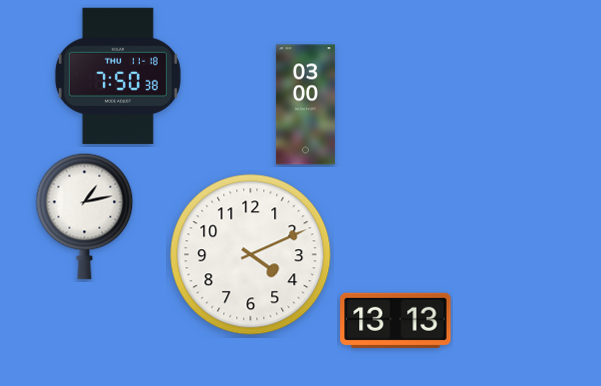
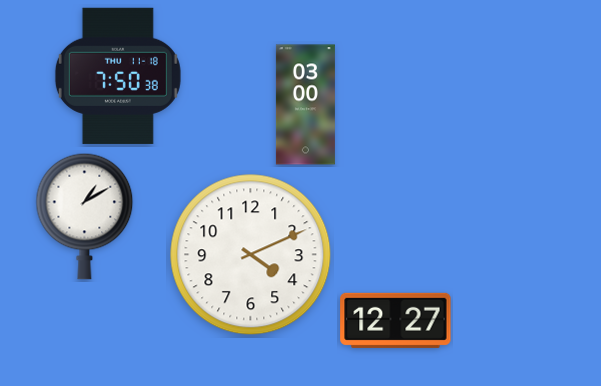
clock at (85, 216): 1:13 -> 1:10
clock at (396, 320): 13:13 -> 12:27
